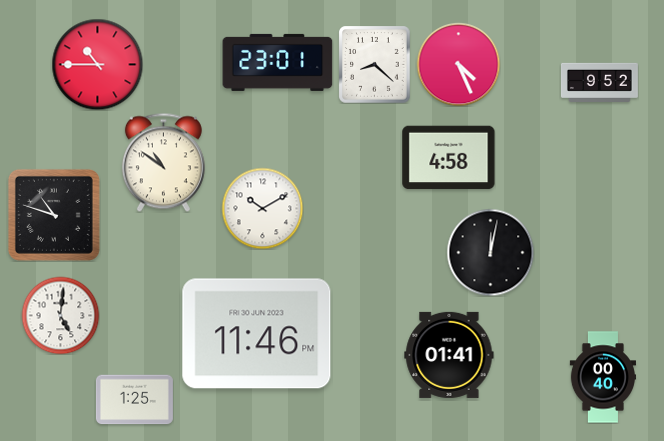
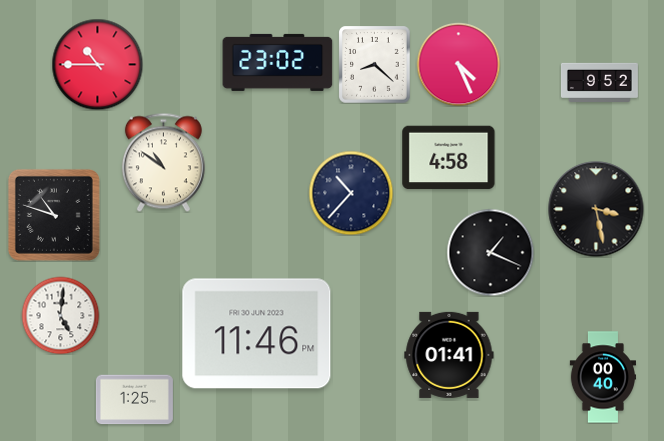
clock at (278, 62): 23:01 -> 23:02
clock at (351, 193): none -> 10:37
clock at (262, 208): 10:10 -> none
clock at (596, 209): none -> 3:28
clock at (490, 252): 12:02 -> 1:19
